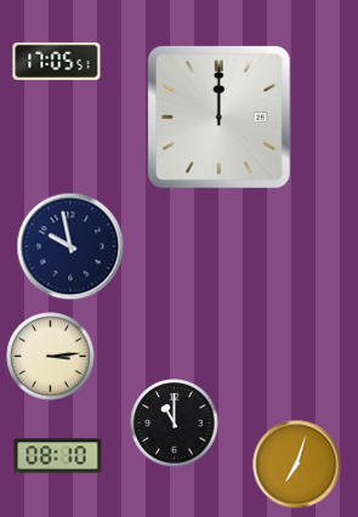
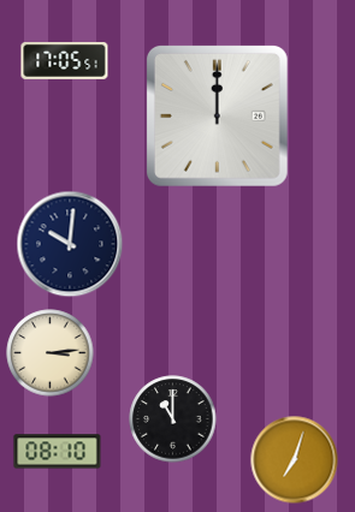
clock at (57, 61) position: (57, 61) -> (65, 60)
clock at (70, 246): 9:58 -> 10:01
